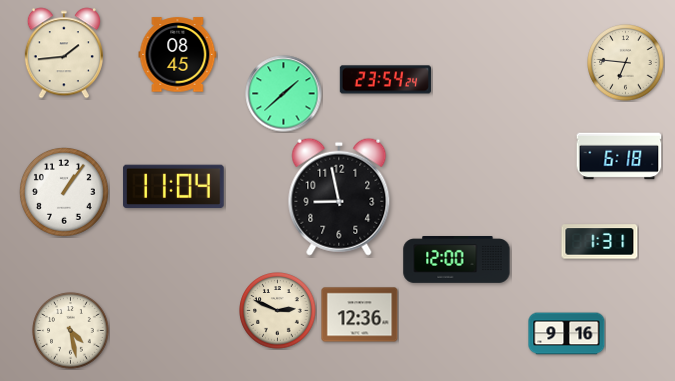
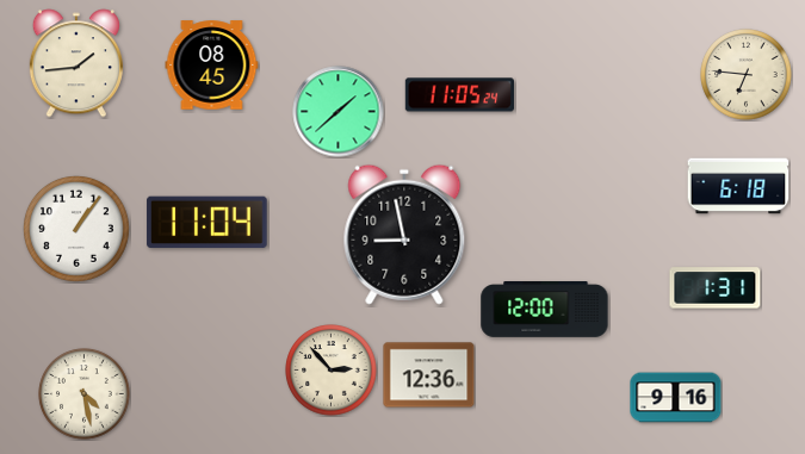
clock at (385, 80): 23:54 -> 11:05
clock at (278, 311): 2:49 -> 2:53
